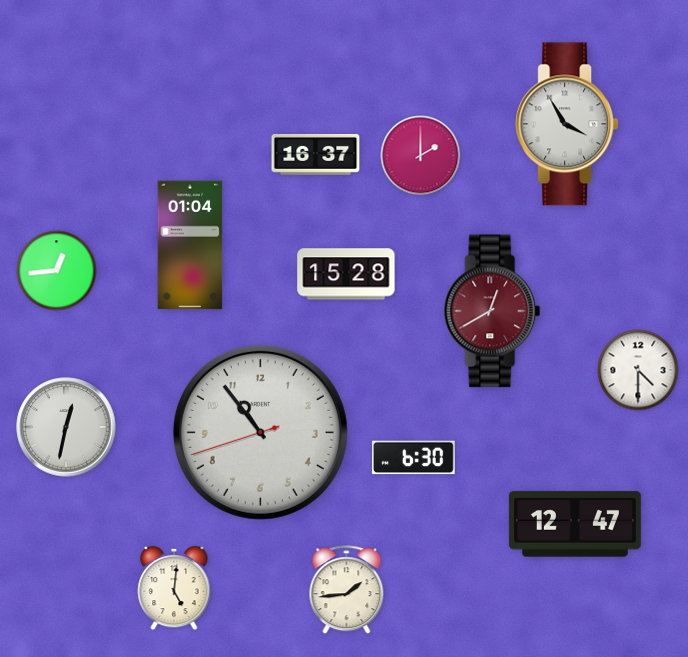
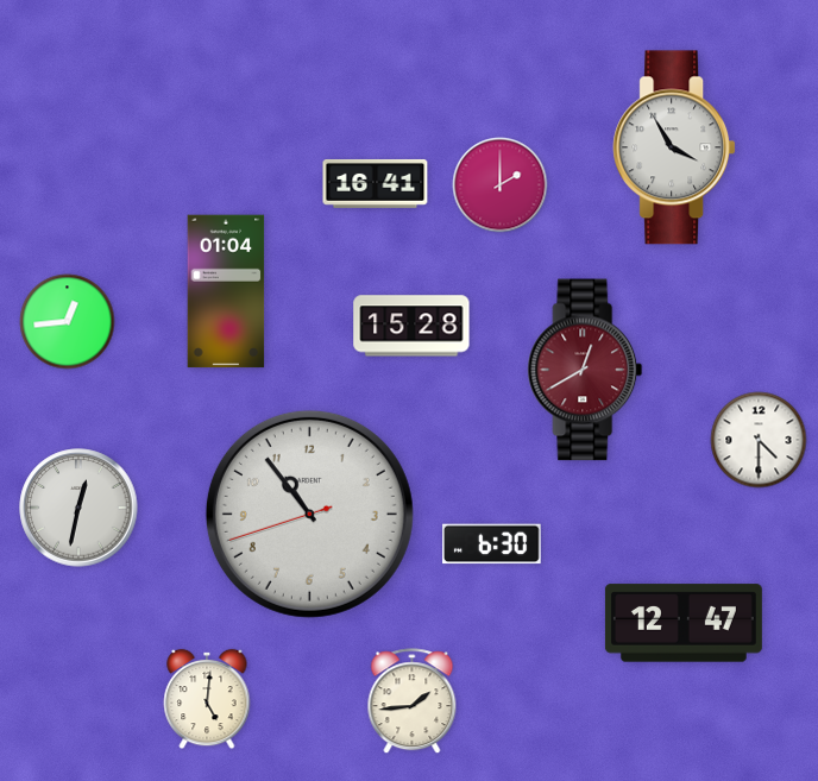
clock at (316, 154): 16:37 -> 16:41
